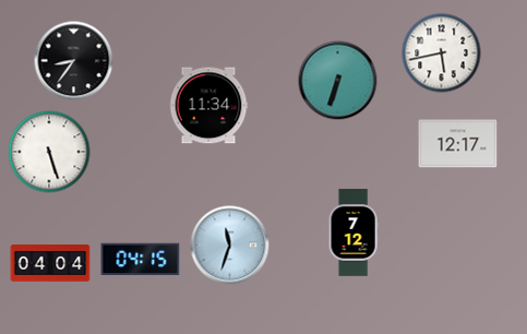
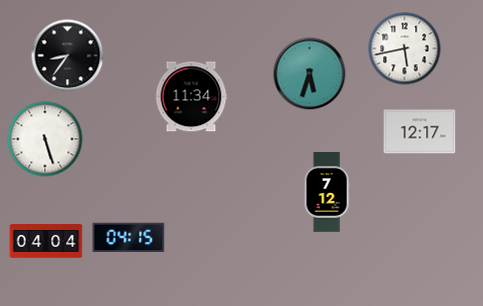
clock at (338, 81): 6:33 -> 5:33
clock at (354, 232) position: (354, 232) -> (327, 192)
clock at (230, 246): 11:33 -> none
